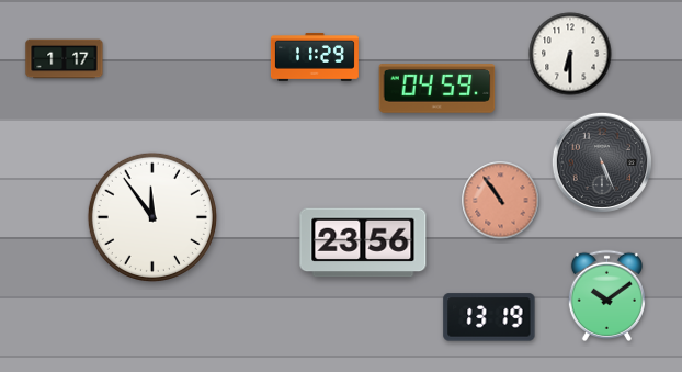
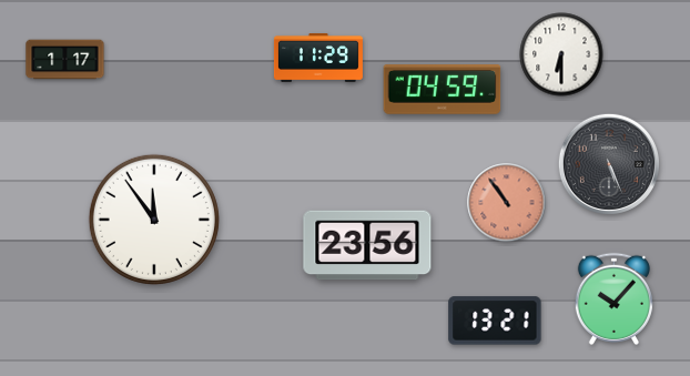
clock at (570, 54) position: (570, 54) -> (561, 54)
clock at (606, 295): 10:09 -> 10:07
clock at (489, 317): 13:19 -> 13:21
